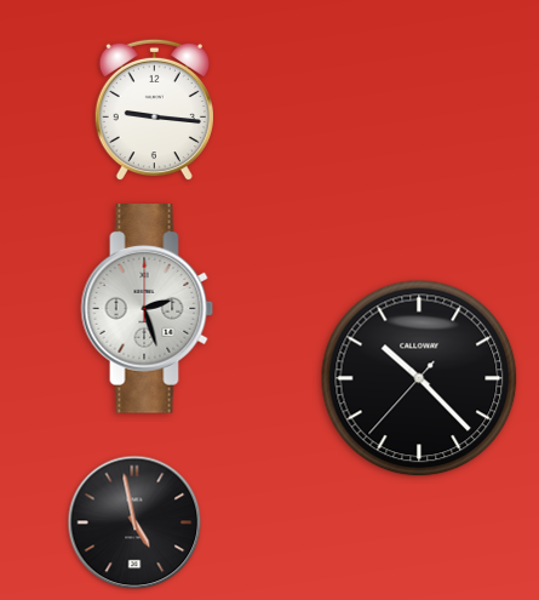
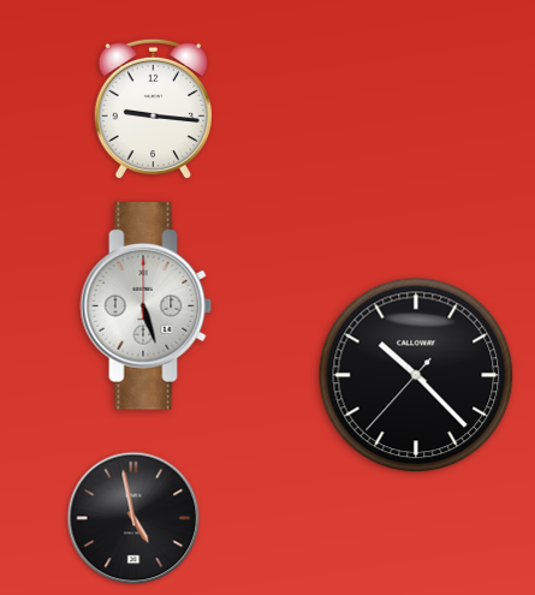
clock at (148, 309): 2:27 -> 5:27
